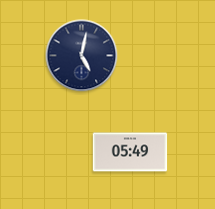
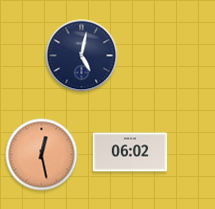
clock at (130, 152): 05:49 -> 06:02
clock at (42, 155): none -> 12:28
